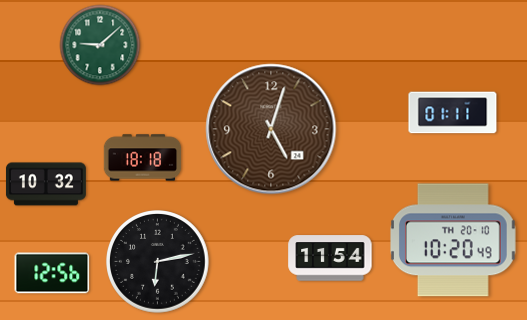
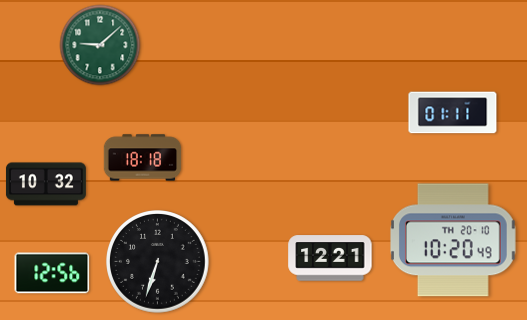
clock at (271, 129): 5:03 -> none
clock at (330, 258): 11:54 -> 12:21
clock at (158, 262): 6:13 -> 6:33
